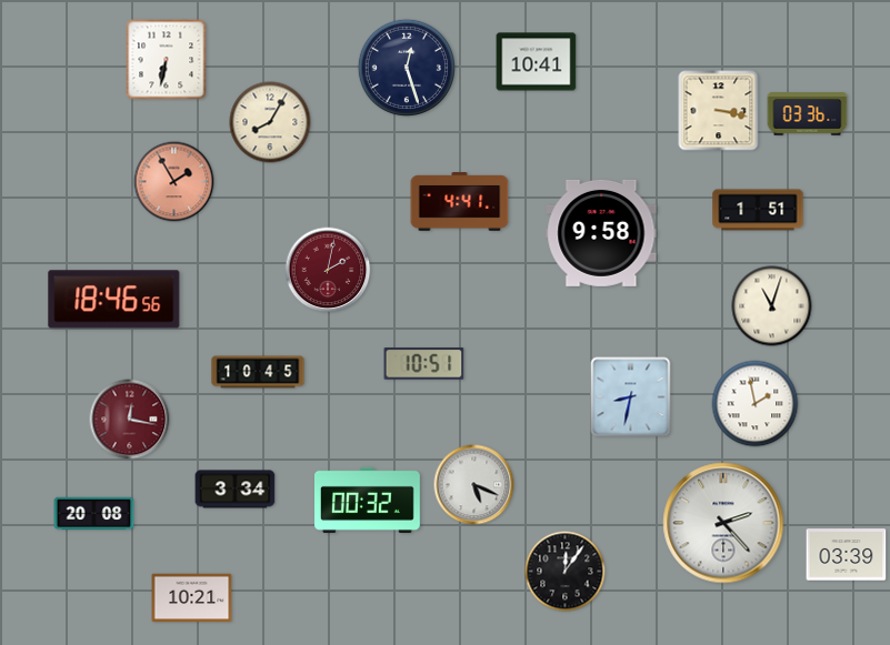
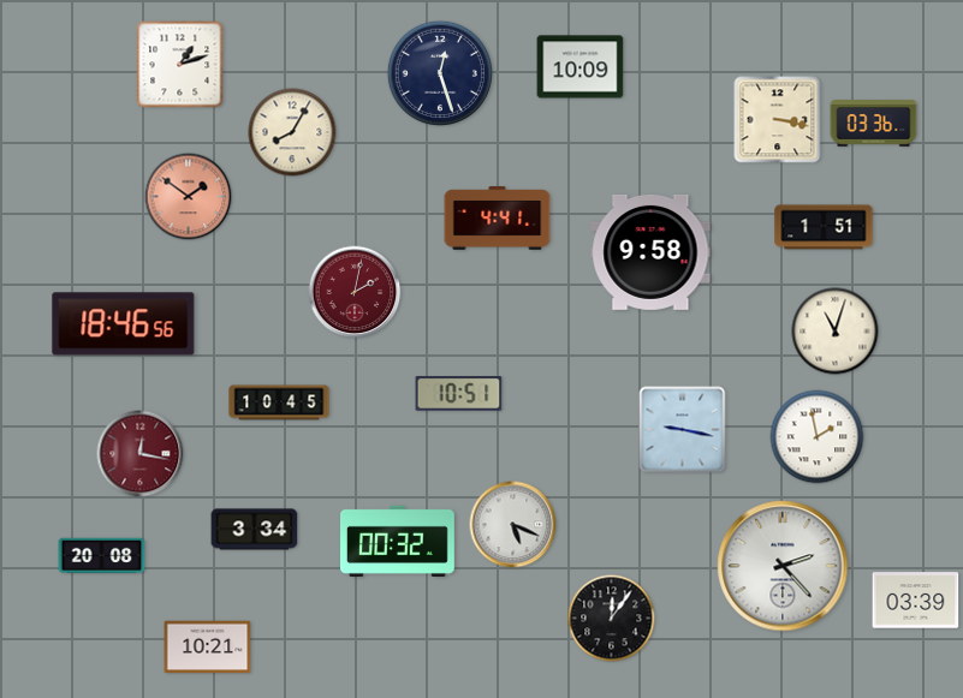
clock at (167, 60): 6:32 -> 1:12
clock at (537, 62): 10:41 -> 10:09
clock at (174, 182): 1:55 -> 1:51
clock at (758, 210) position: (758, 210) -> (824, 227)
clock at (631, 397): 8:32 -> 9:17
